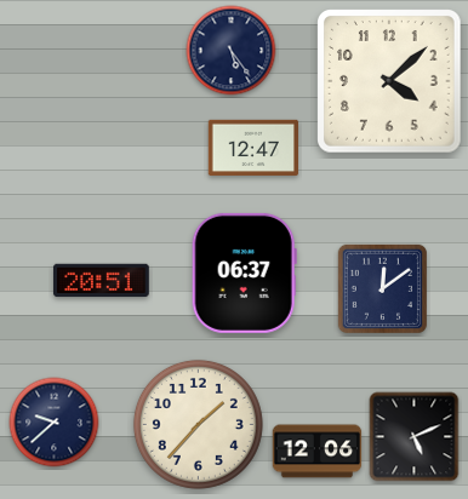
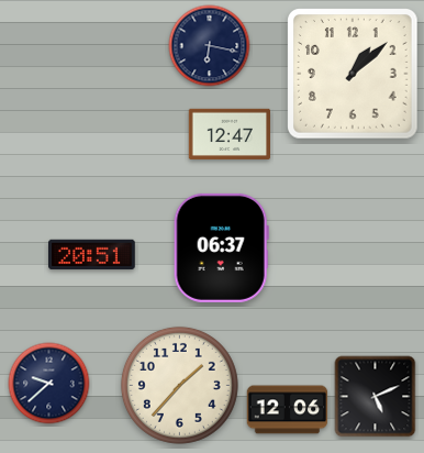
clock at (232, 51): 5:24 -> 6:17
clock at (390, 82): 4:08 -> 1:08
clock at (382, 288): 12:09 -> none
